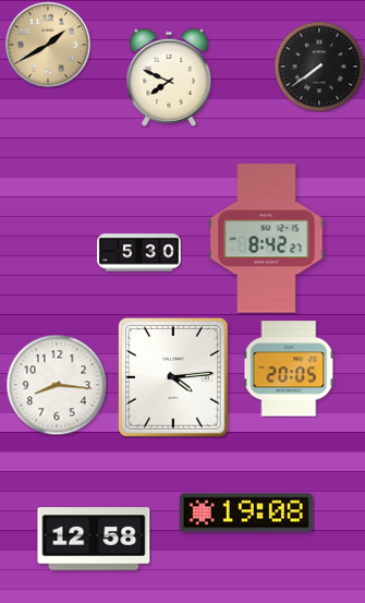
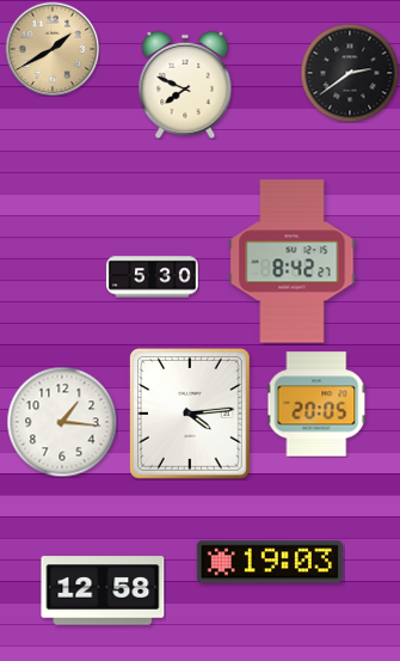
clock at (319, 67): 7:39 -> 2:39
clock at (57, 385): 8:16 -> 1:16
clock at (246, 512): 19:08 -> 19:03
